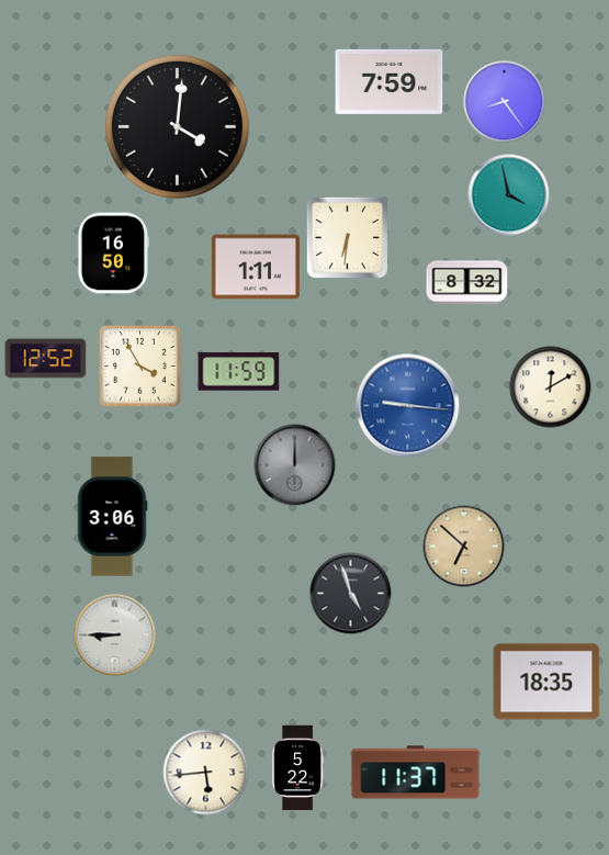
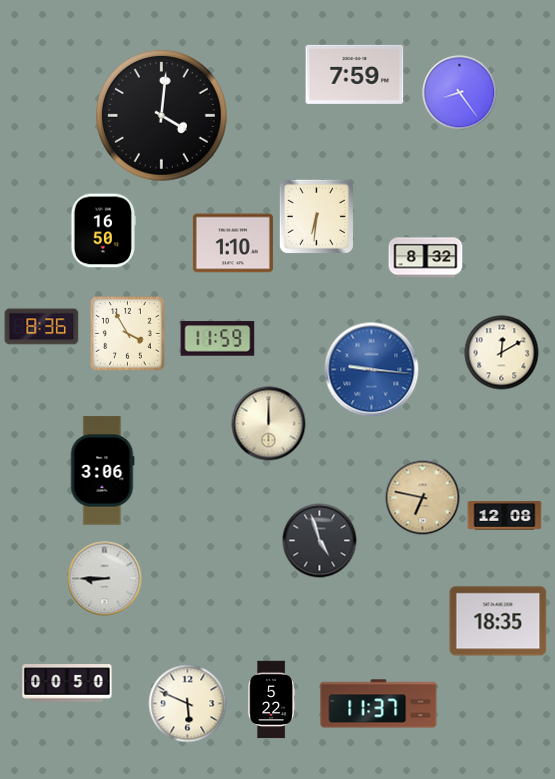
clock at (509, 195): 3:58 -> none
clock at (256, 267): 1:11 -> 1:10
clock at (46, 359): 12:52 -> 8:36
clock at (295, 465) dial: grey -> cream
clock at (464, 547): 6:52 -> 6:47
clock at (505, 516): none -> 12:08
clock at (67, 683): none -> 00:50
clock at (206, 773): 5:44 -> 5:49
